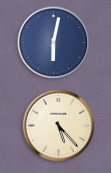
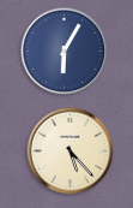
clock at (54, 43): 6:02 -> 6:05
